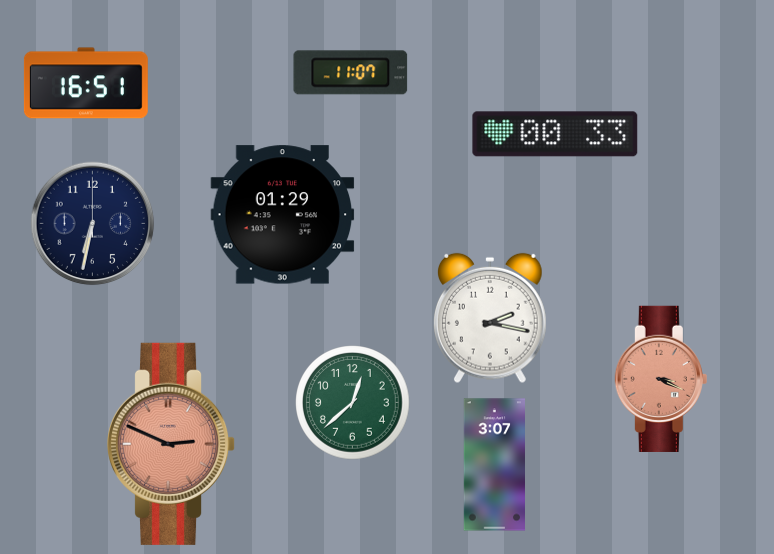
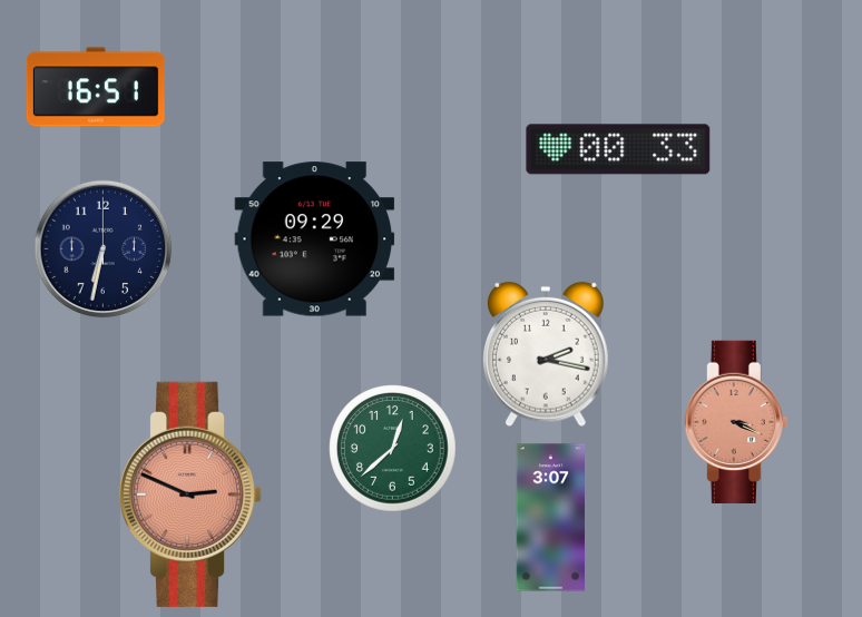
clock at (351, 73): 11:07 -> none
clock at (86, 83) position: (86, 83) -> (96, 87)
clock at (283, 215): 01:29 -> 09:29
